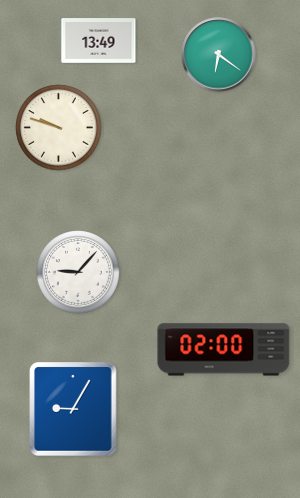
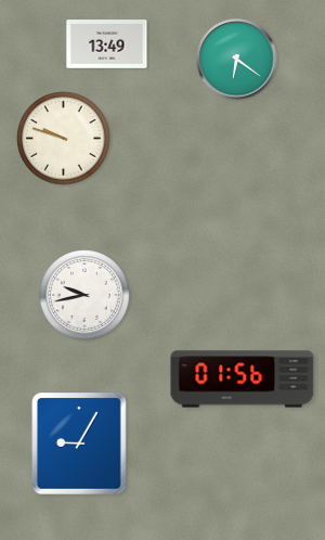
clock at (78, 272): 9:07 -> 9:43
clock at (224, 350): 02:00 -> 01:56
